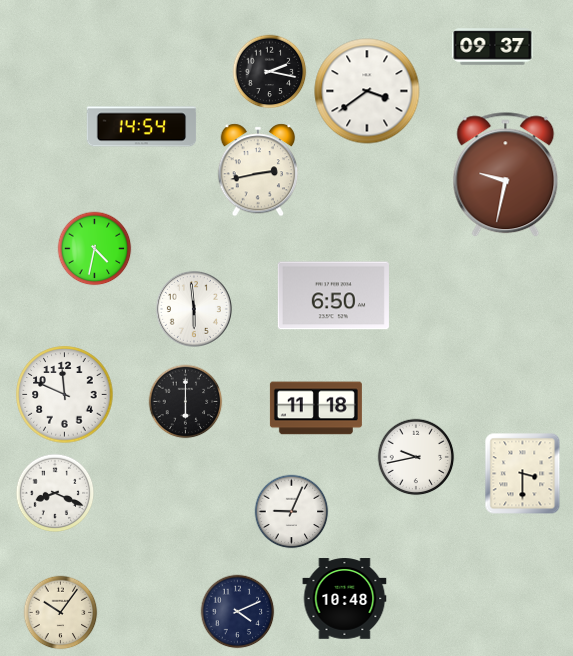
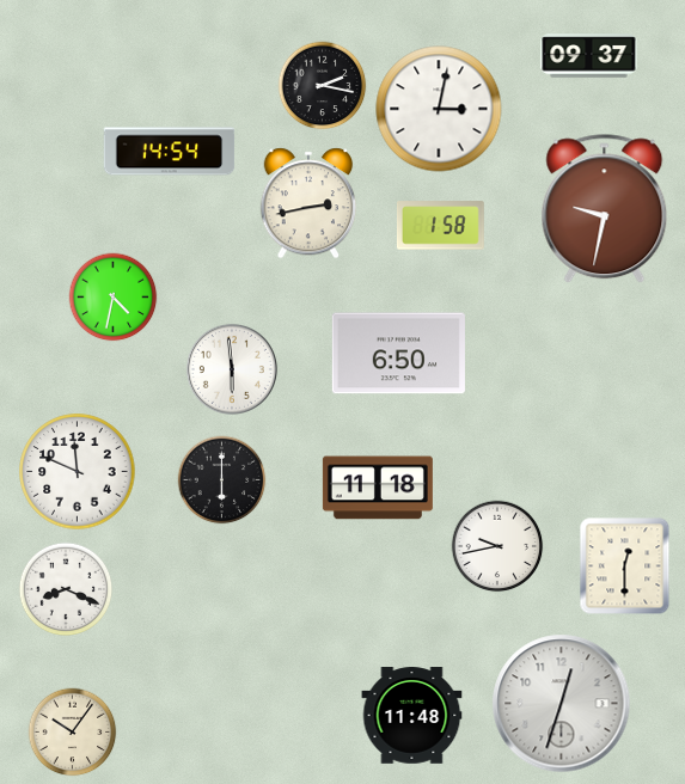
clock at (367, 91): 3:39 -> 3:02
clock at (440, 226): none -> 1:58
clock at (523, 474): 3:30 -> 12:30
clock at (292, 512): 9:04 -> none
clock at (562, 704): none -> 12:33
clock at (345, 599): 10:48 -> 11:48
clock at (238, 612): 4:11 -> none
